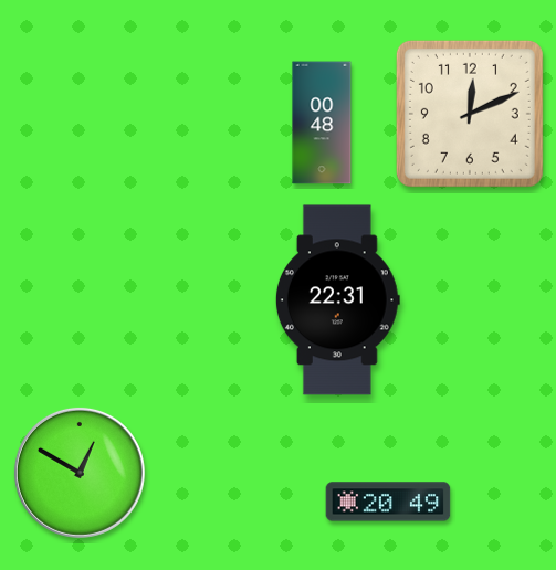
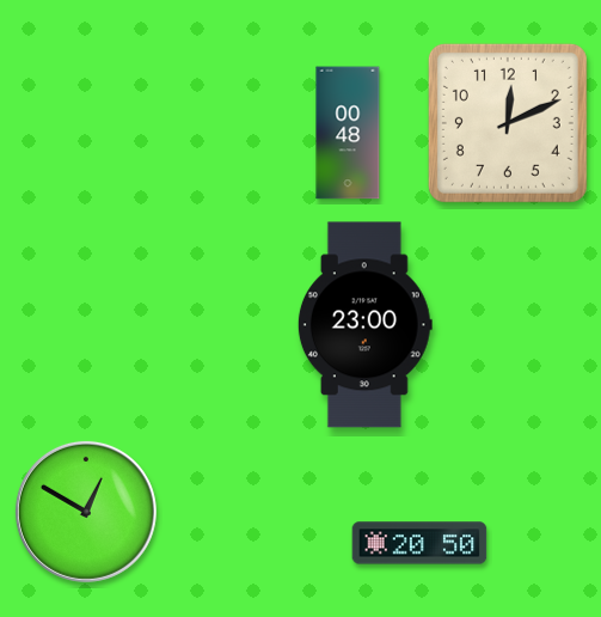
clock at (337, 300): 22:31 -> 23:00
clock at (388, 502): 20:49 -> 20:50
